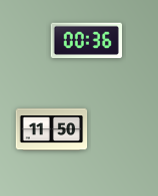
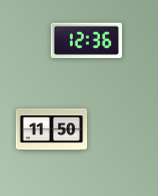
clock at (86, 41): 00:36 -> 12:36
